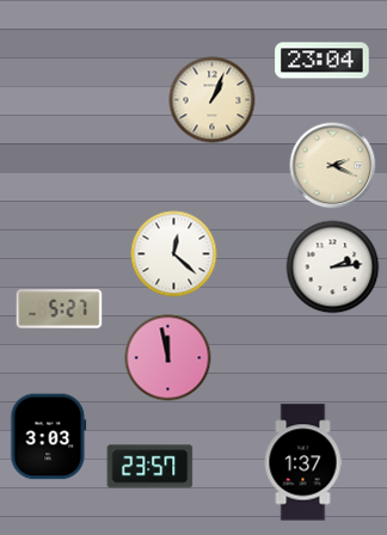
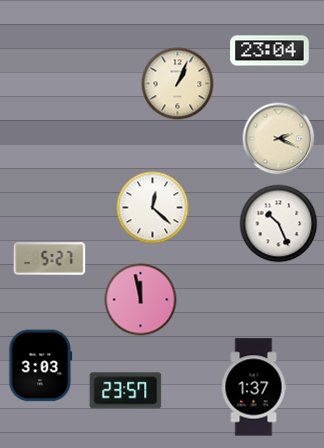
clock at (174, 254) position: (174, 254) -> (153, 208)
clock at (333, 267): 2:14 -> 10:26
